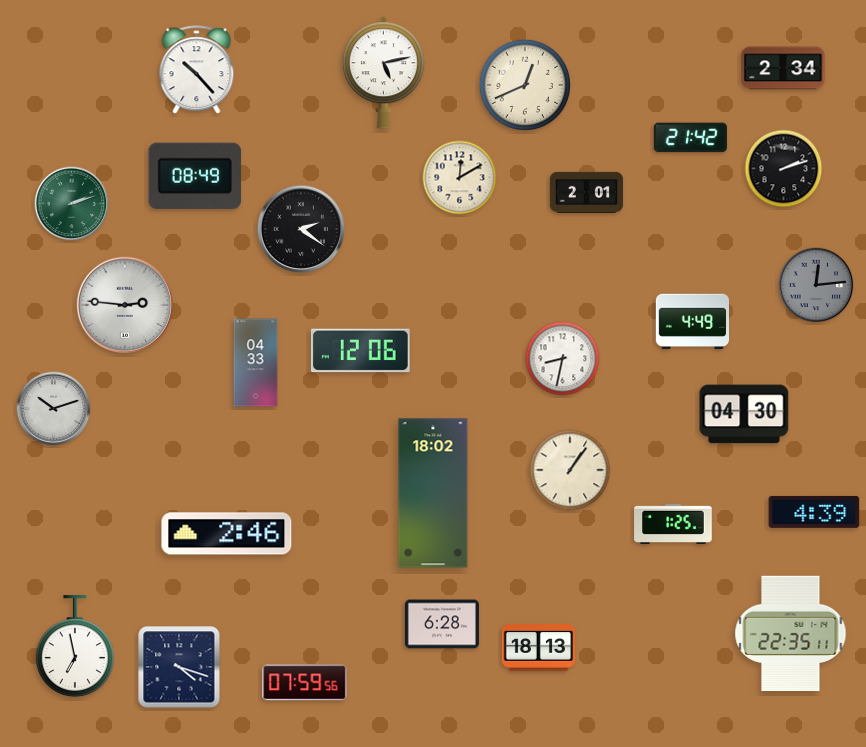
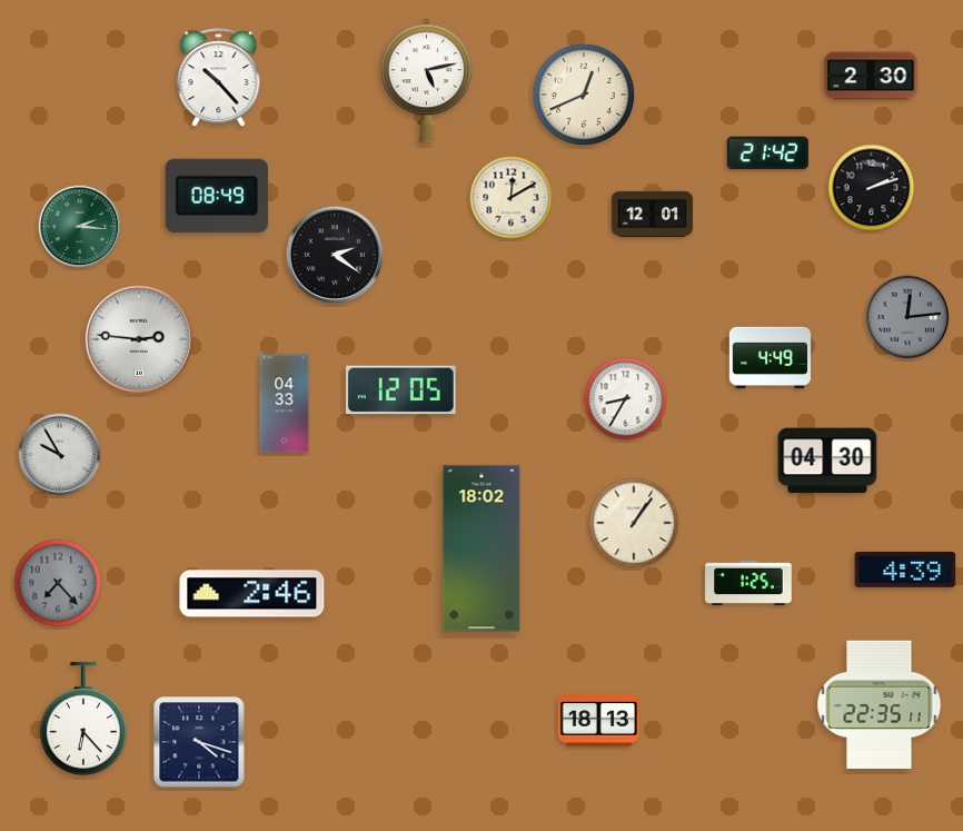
clock at (783, 68): 2:34 -> 2:30
clock at (586, 192): 2:01 -> 12:01
clock at (72, 204): 2:12 -> 2:16
clock at (360, 351): 12:06 -> 12:05
clock at (563, 359): 8:32 -> 8:35
clock at (54, 409): 10:12 -> 9:55
clock at (58, 583): none -> 7:23
clock at (442, 624): 6:28 -> none
clock at (75, 646): 6:58 -> 6:23
clock at (305, 683): 07:59 -> none
